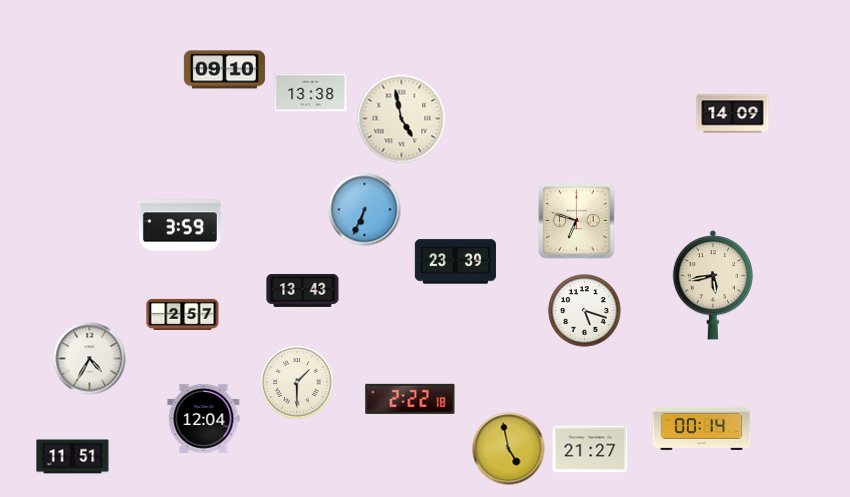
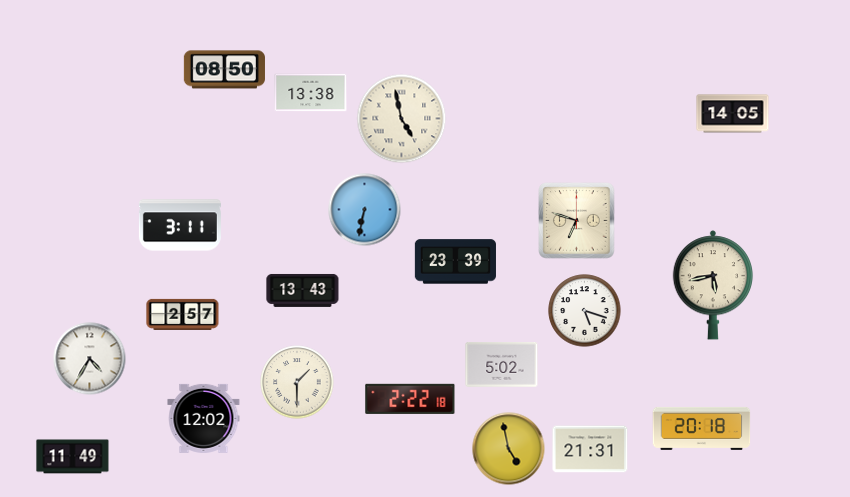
clock at (224, 70): 09:10 -> 08:50
clock at (733, 114): 14:09 -> 14:05
clock at (365, 210): 6:34 -> 6:32
clock at (180, 225): 3:59 -> 3:11
clock at (502, 364): none -> 5:02
clock at (204, 418): 12:04 -> 12:02
clock at (702, 428): 00:14 -> 20:18
clock at (590, 449): 21:27 -> 21:31
clock at (73, 457): 11:51 -> 11:49
